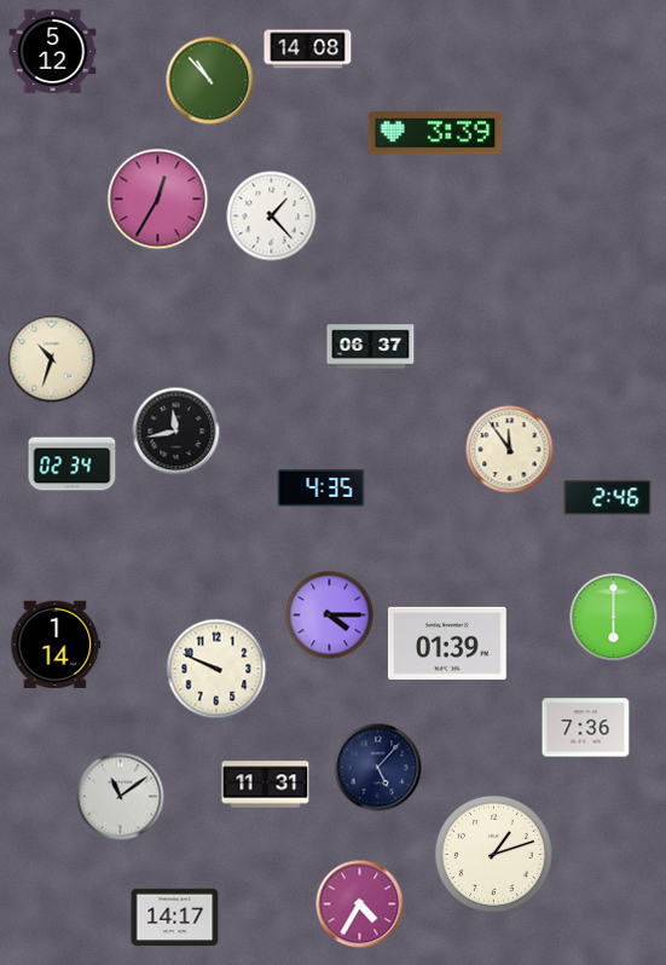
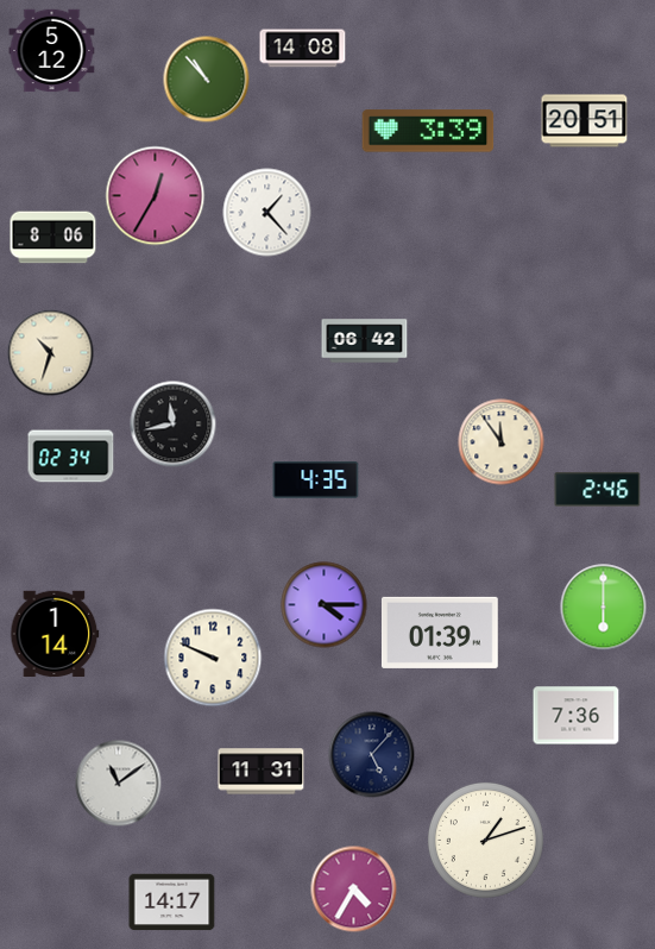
clock at (585, 121): none -> 20:51
clock at (53, 238): none -> 8:06
clock at (371, 347): 06:37 -> 06:42
